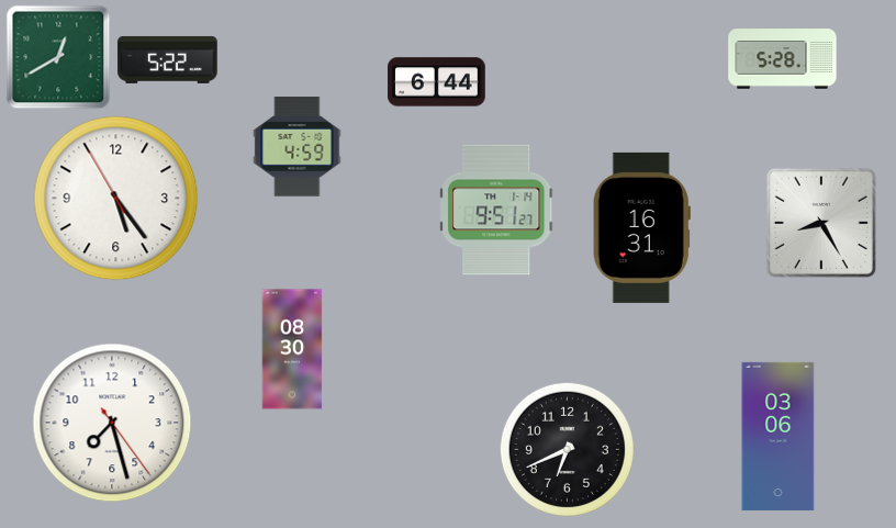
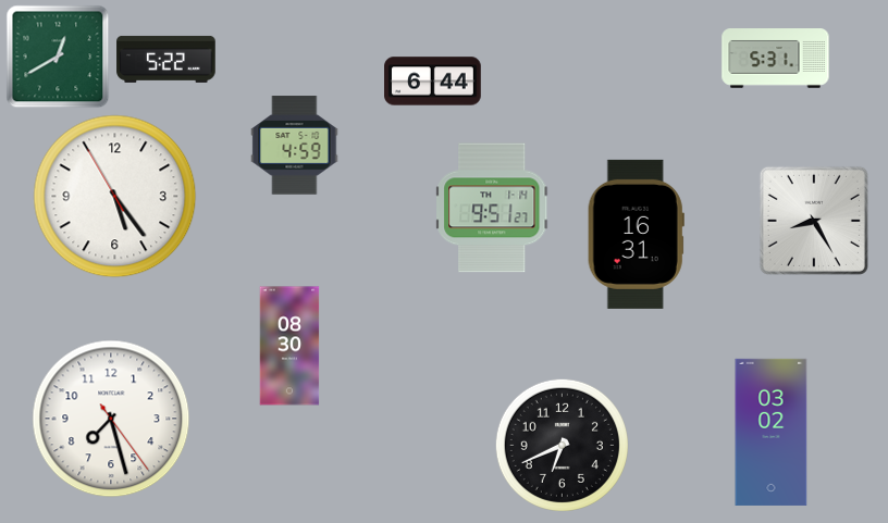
clock at (783, 59): 5:28 -> 5:31
clock at (641, 227) position: (641, 227) -> (636, 234)
clock at (779, 436): 03:06 -> 03:02
